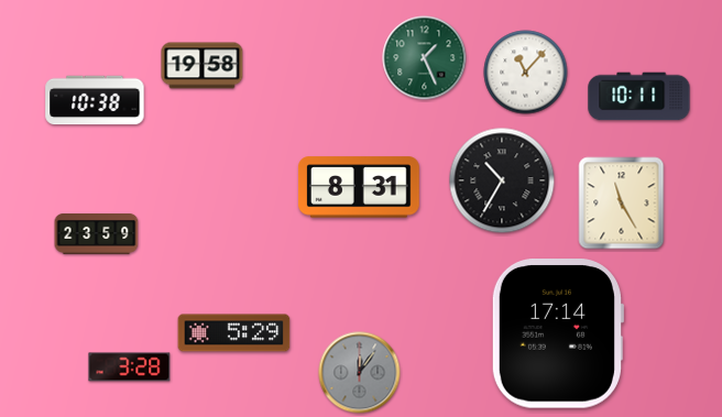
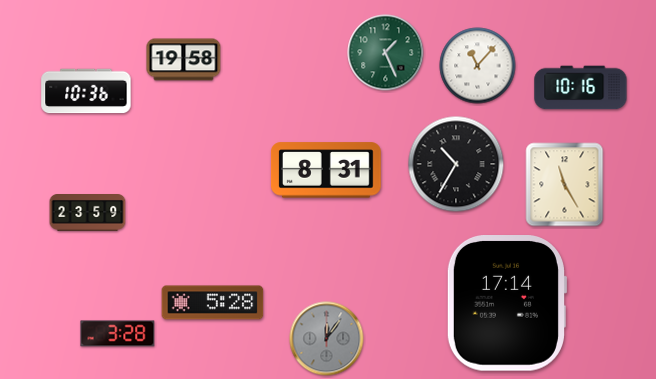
clock at (639, 97): 10:11 -> 10:16
clock at (95, 100): 10:38 -> 10:36
clock at (234, 333): 5:29 -> 5:28
